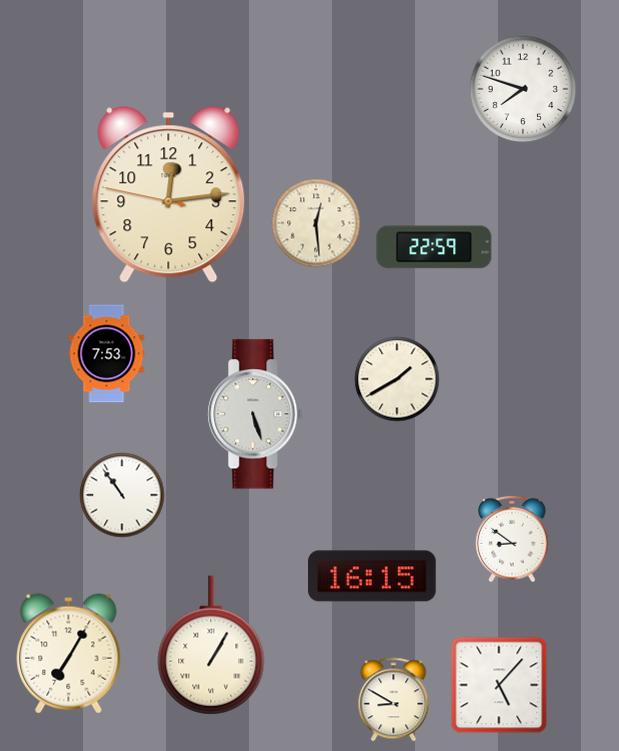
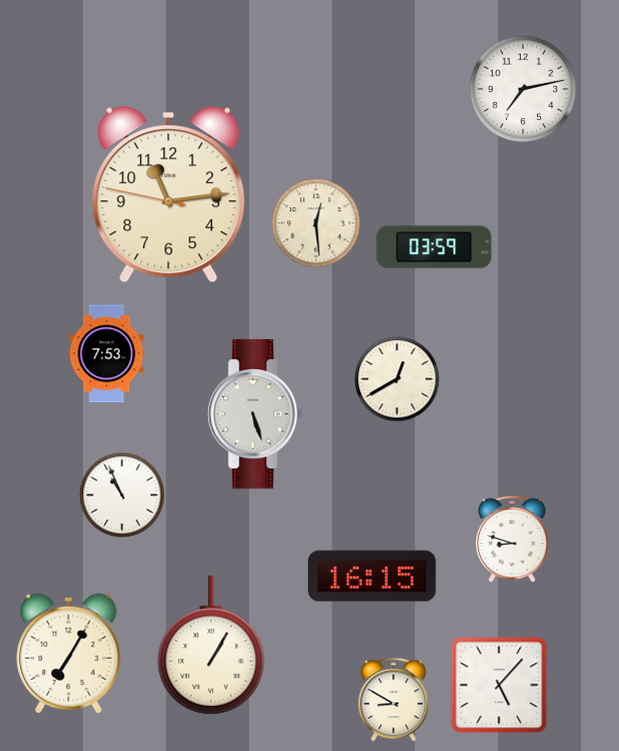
clock at (523, 89): 7:48 -> 7:13
clock at (169, 195): 12:13 -> 11:13
clock at (434, 247): 22:59 -> 03:59
clock at (397, 379): 1:40 -> 12:40
clock at (122, 495): 10:54 -> 10:56
clock at (512, 539): 8:51 -> 8:48
